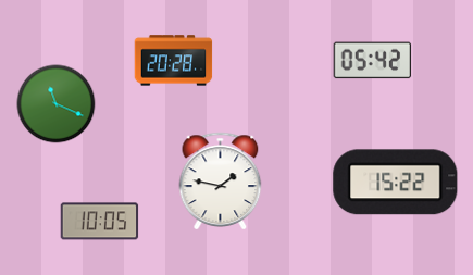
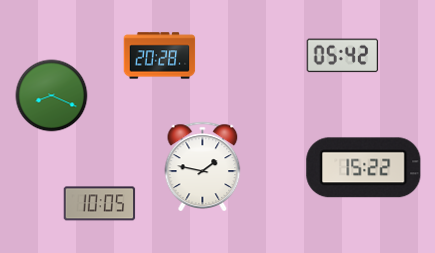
clock at (57, 104): 11:19 -> 8:19
clock at (100, 222) position: (100, 222) -> (100, 204)
